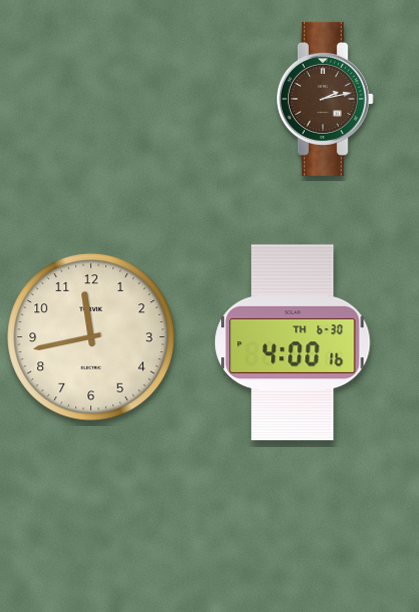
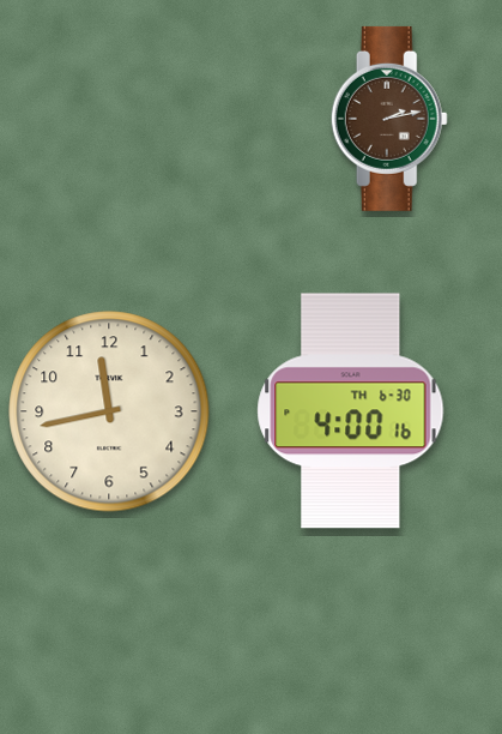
clock at (91, 337) position: (91, 337) -> (109, 411)
